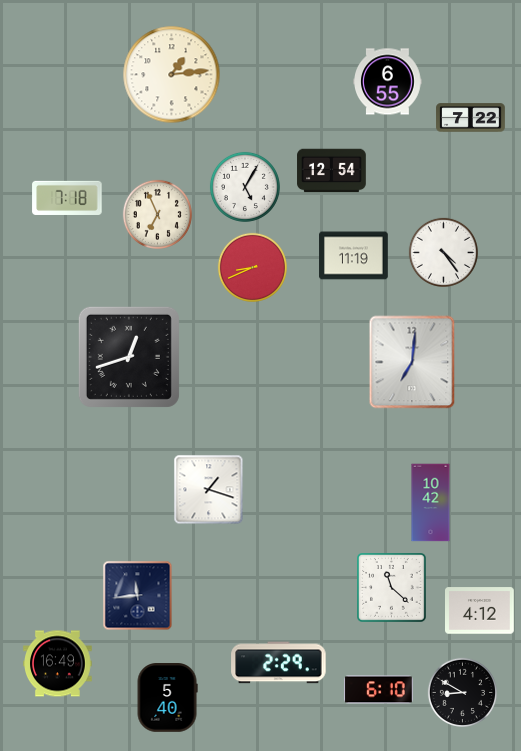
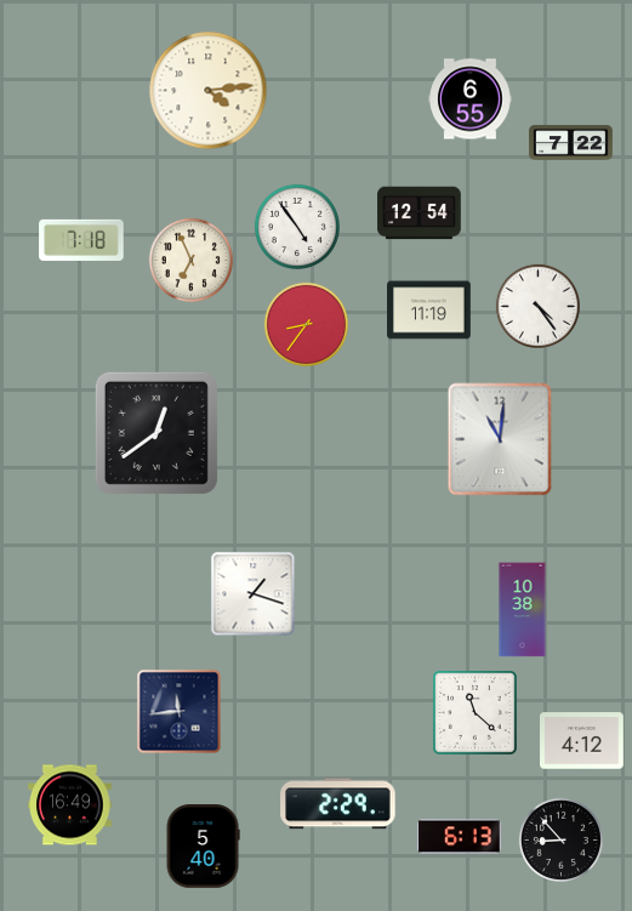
clock at (172, 75): 1:14 -> 4:14
clock at (332, 171) position: (332, 171) -> (420, 213)
clock at (245, 187): 5:05 -> 4:54
clock at (252, 267): 8:41 -> 8:36
clock at (129, 357): 12:42 -> 12:39
clock at (412, 362): 7:01 -> 11:01
clock at (431, 503): 10:42 -> 10:38
clock at (138, 596) position: (138, 596) -> (180, 712)
clock at (379, 690): 6:10 -> 6:13
clock at (462, 692): 8:50 -> 8:53
